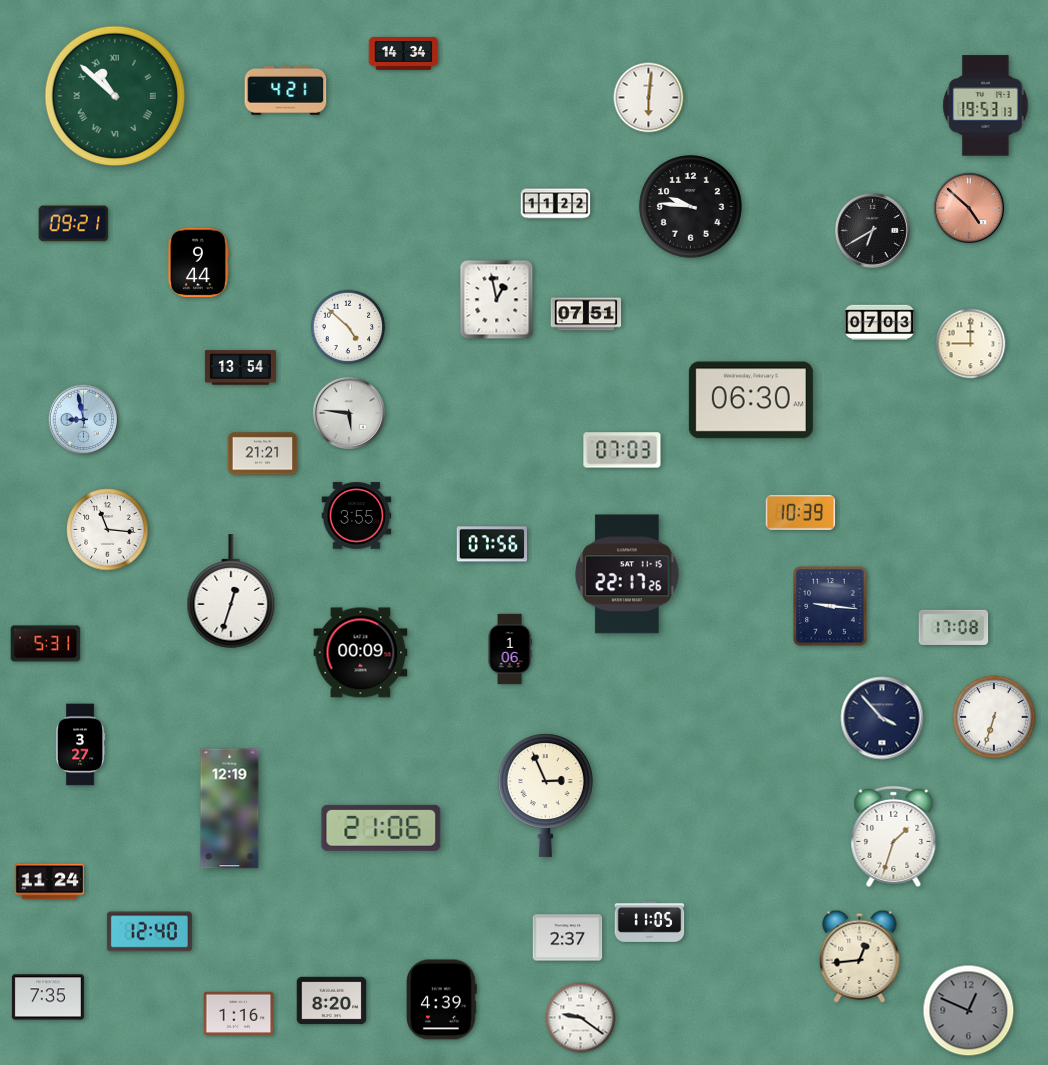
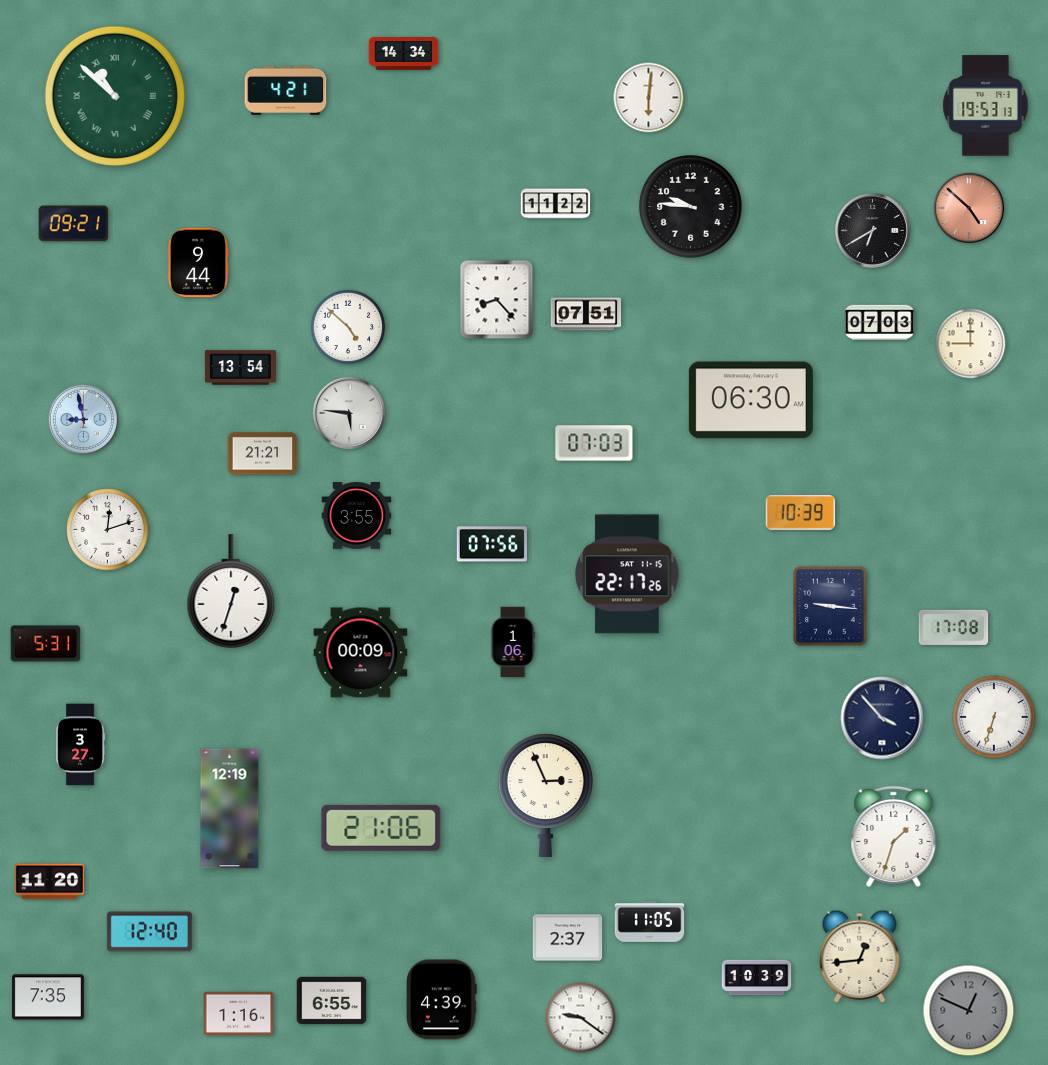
clock at (497, 300): 12:58 -> 8:23
clock at (622, 450) position: (622, 450) -> (594, 443)
clock at (108, 530): 11:16 -> 12:12
clock at (510, 649) position: (510, 649) -> (513, 642)
clock at (50, 882): 11:24 -> 11:20
clock at (757, 978): none -> 10:39
clock at (332, 1001): 8:20 -> 6:55
